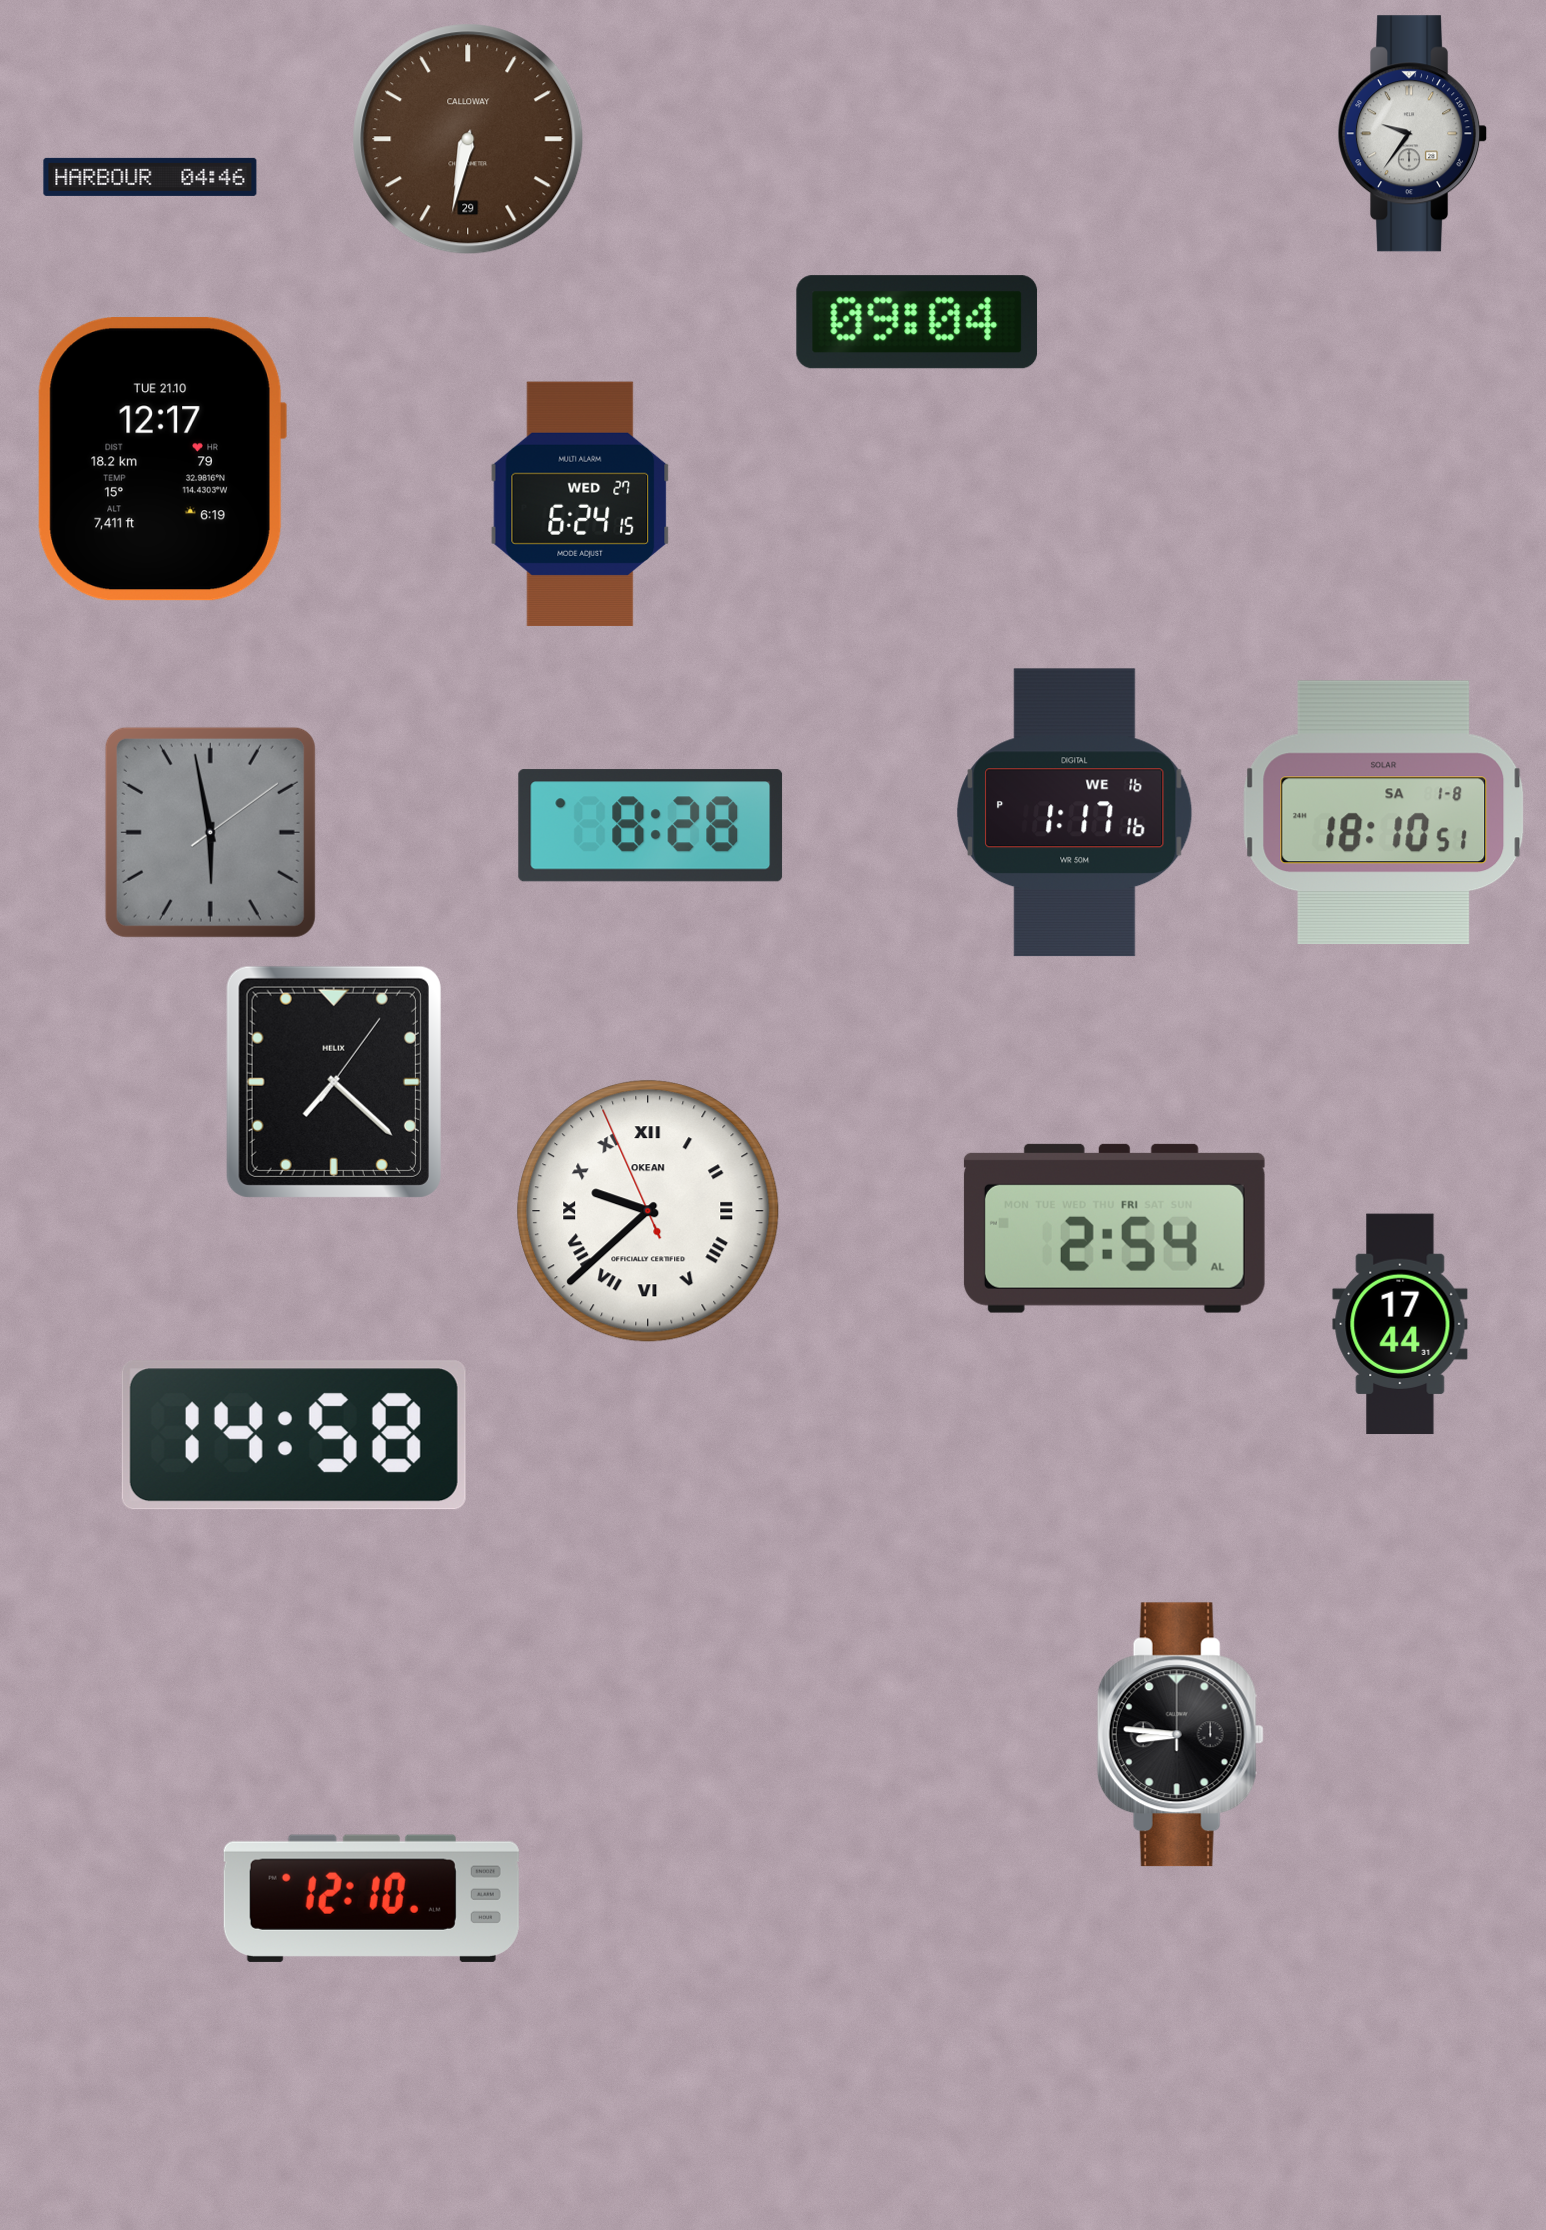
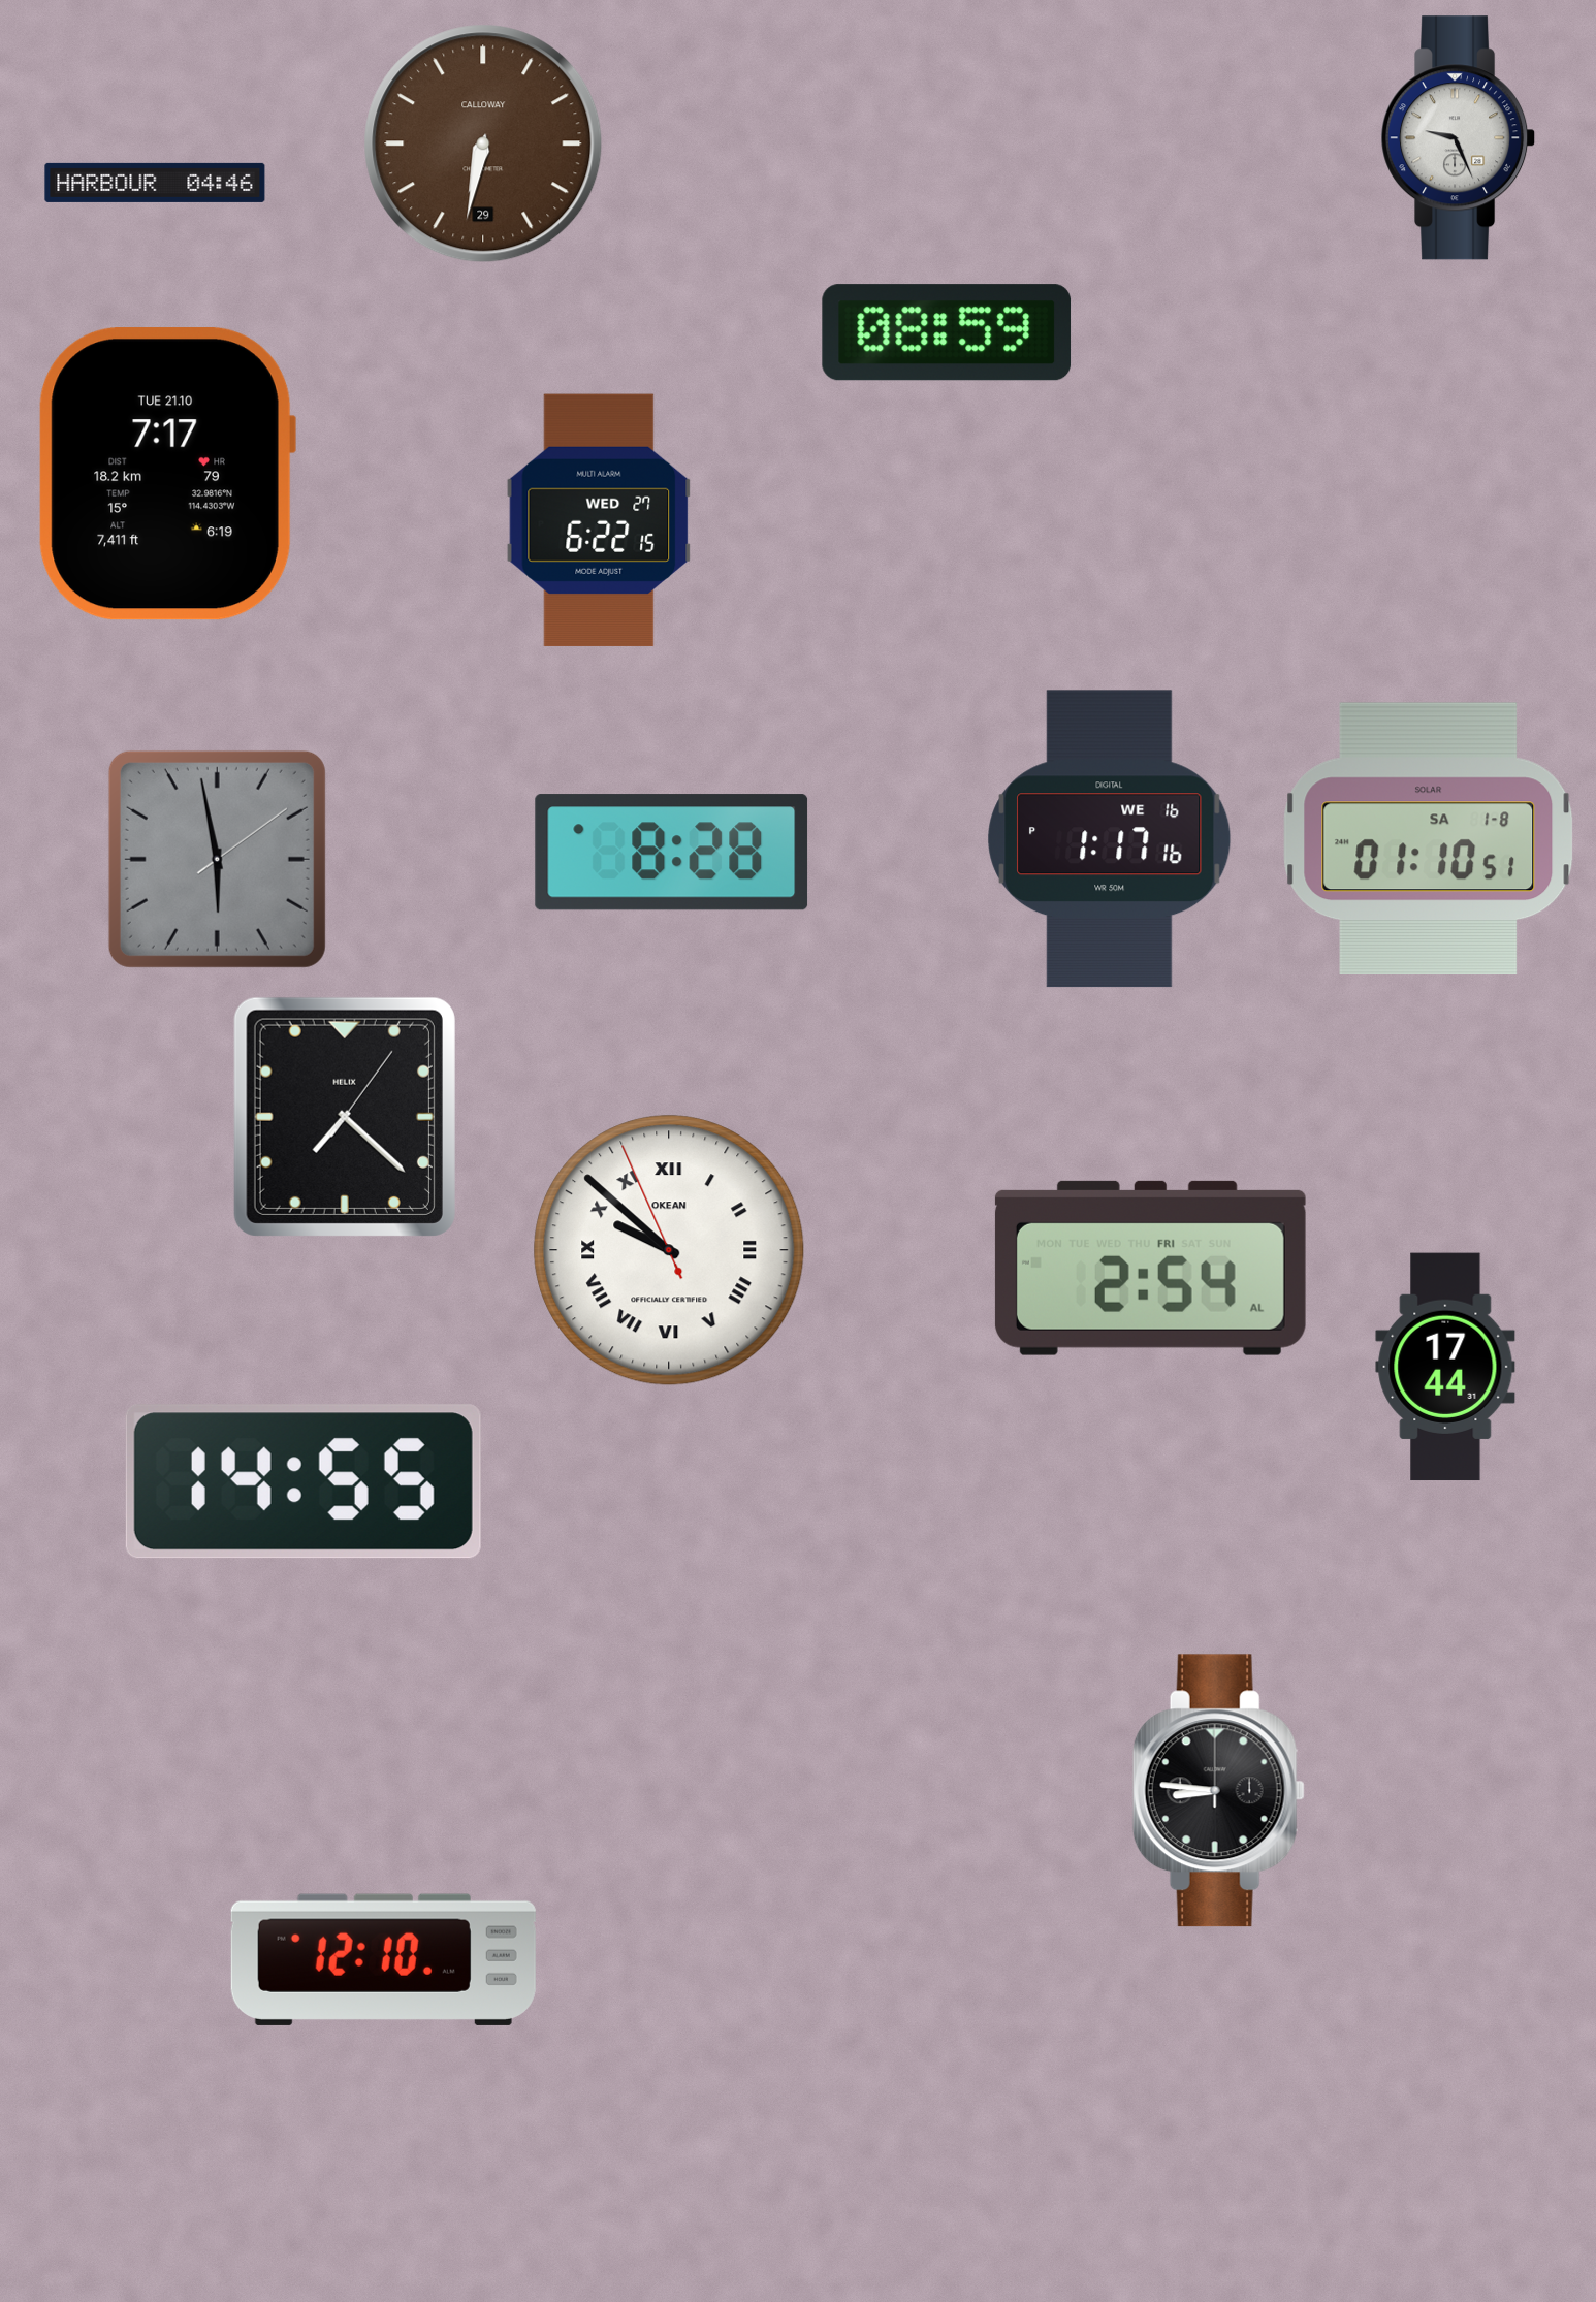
clock at (1414, 134): 9:36 -> 9:26
clock at (917, 322): 09:04 -> 08:59
clock at (162, 459): 12:17 -> 7:17
clock at (580, 504): 6:24 -> 6:22
clock at (1384, 812): 18:10 -> 01:10
clock at (648, 1211): 9:37 -> 9:51
clock at (294, 1435): 14:58 -> 14:55
